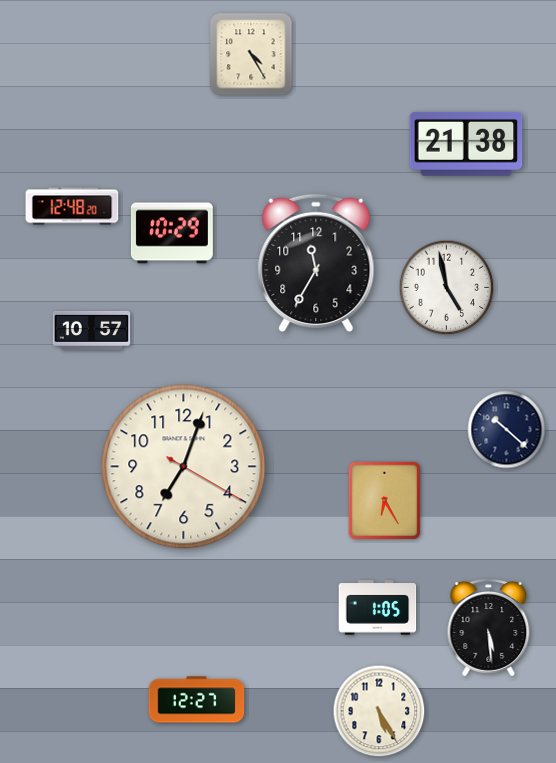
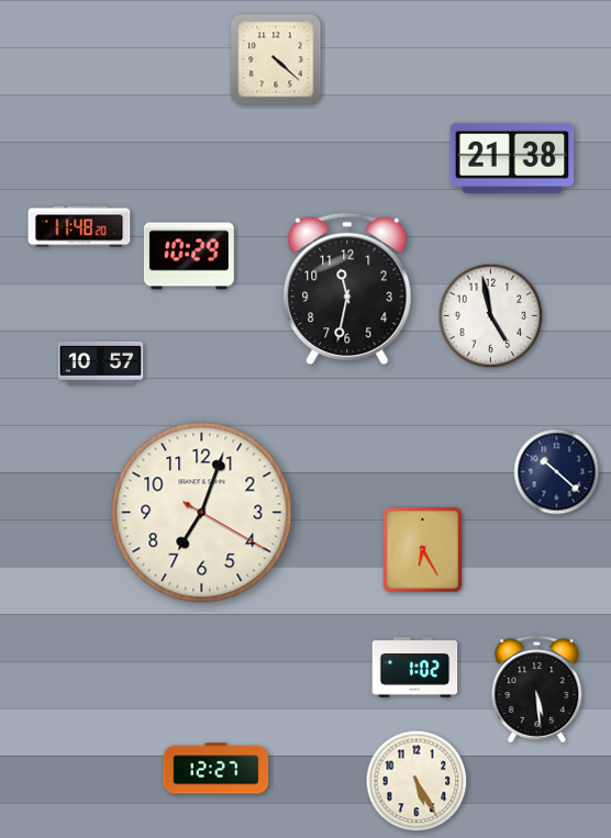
clock at (251, 54): 4:25 -> 4:22
clock at (72, 206): 12:48 -> 11:48
clock at (316, 263): 11:35 -> 11:32
clock at (378, 608): 1:05 -> 1:02
